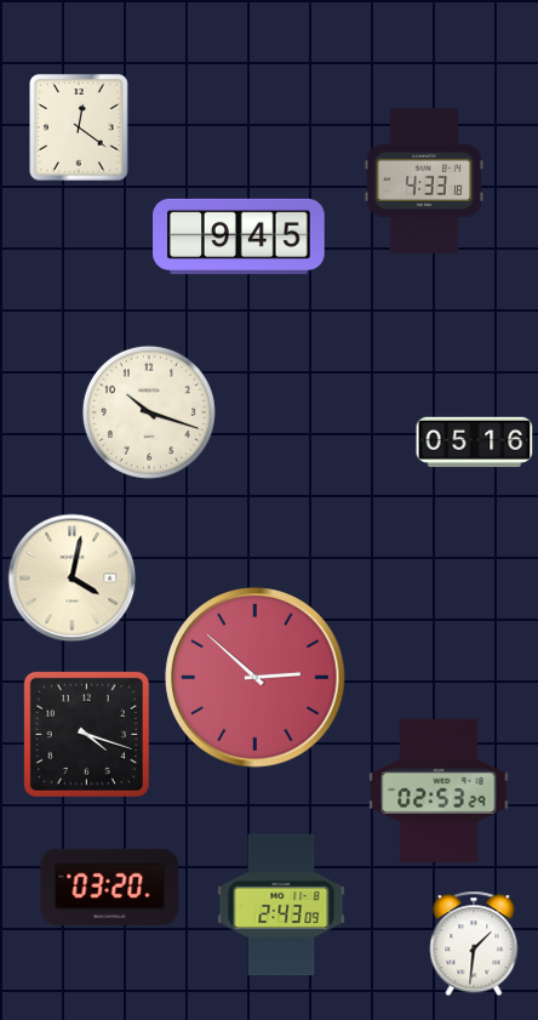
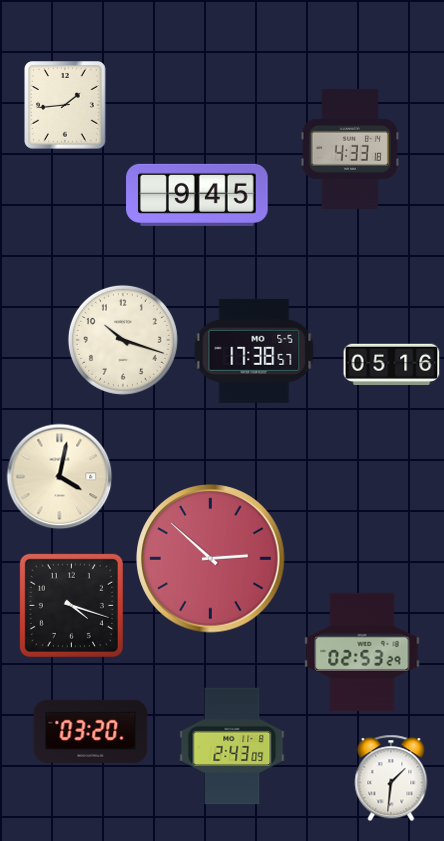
clock at (80, 129): 12:21 -> 1:44
clock at (254, 351): none -> 17:38
